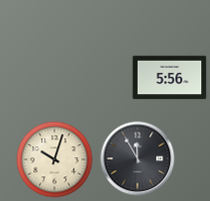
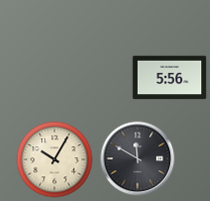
clock at (138, 159): 11:55 -> 11:50
clock at (55, 160): 10:03 -> 10:05
